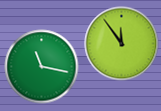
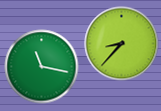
clock at (122, 44): 11:54 -> 8:37
